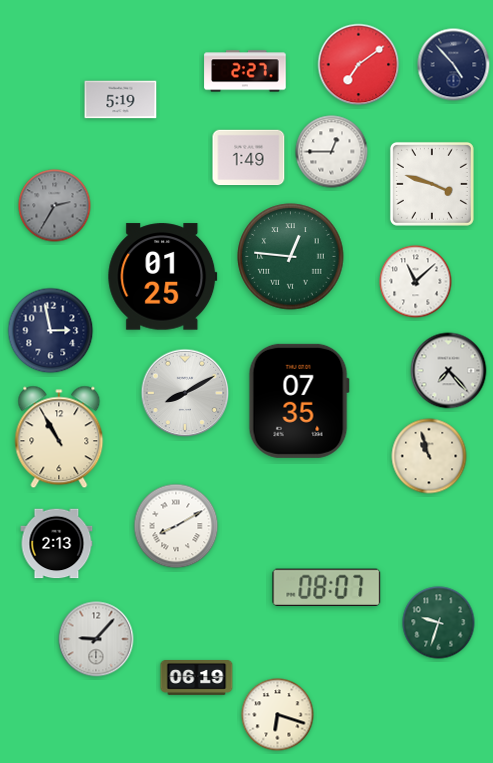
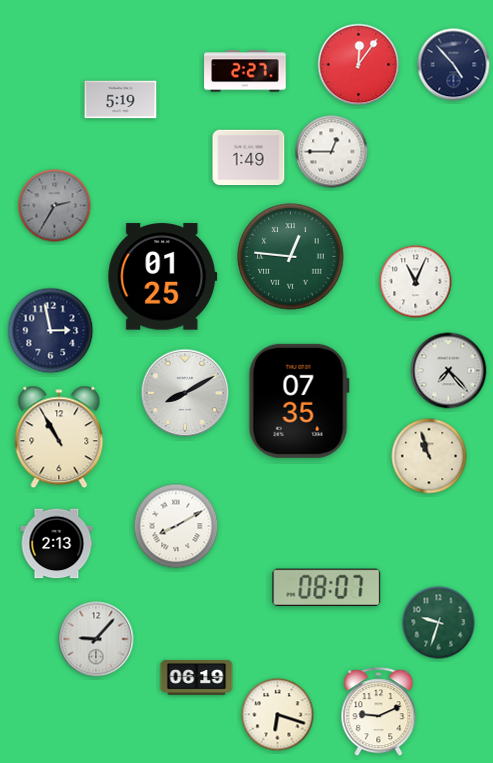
clock at (359, 65): 7:09 -> 12:06
clock at (432, 184): 3:48 -> none
clock at (416, 282): 11:08 -> 11:04
clock at (379, 712): none -> 9:11
